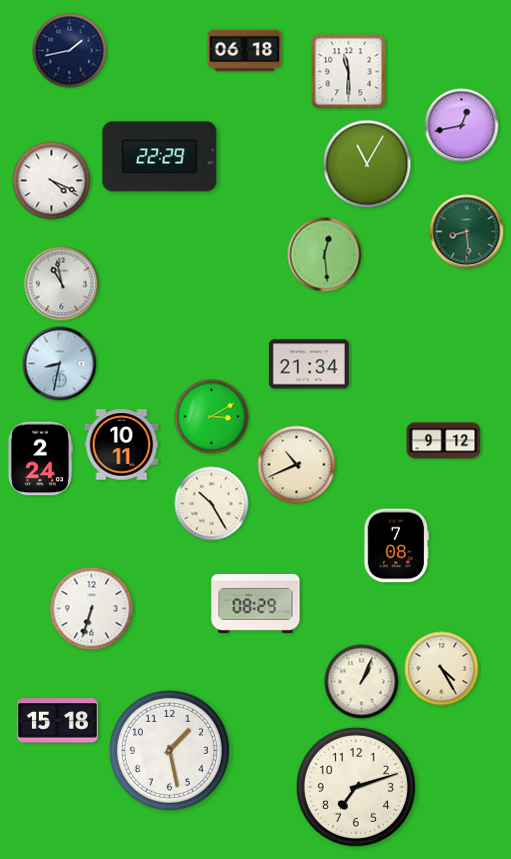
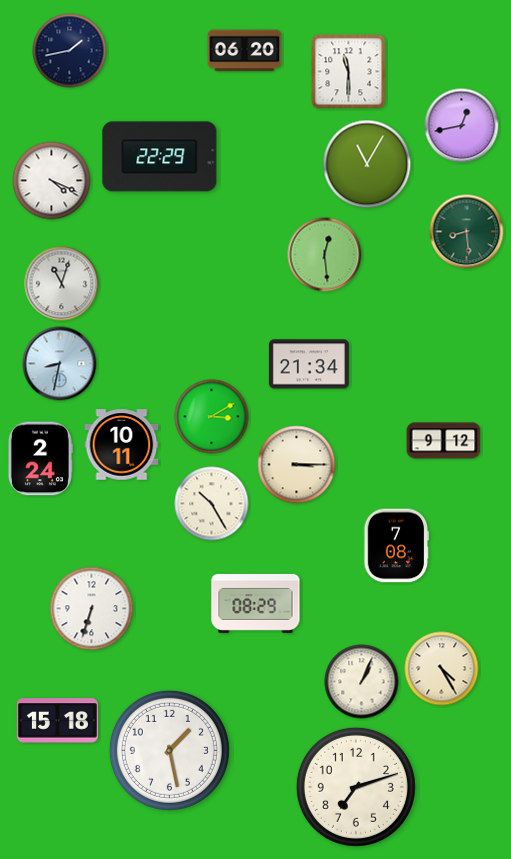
clock at (245, 51): 06:18 -> 06:20
clock at (62, 284): 10:58 -> 11:03
clock at (297, 465): 10:41 -> 3:15
